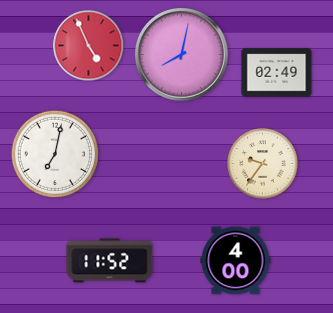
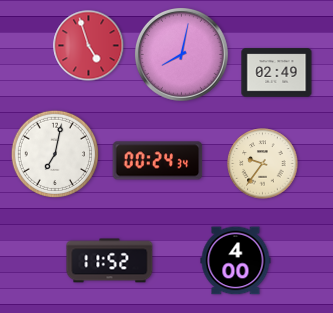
clock at (89, 46): 4:56 -> 4:57
clock at (158, 161): none -> 00:24
